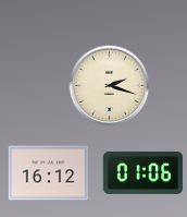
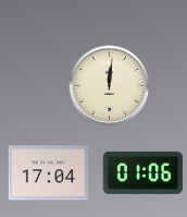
clock at (110, 86): 2:18 -> 12:01
clock at (49, 173): 16:12 -> 17:04
